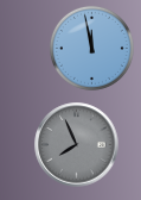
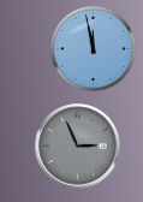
clock at (77, 145): 7:56 -> 2:56
